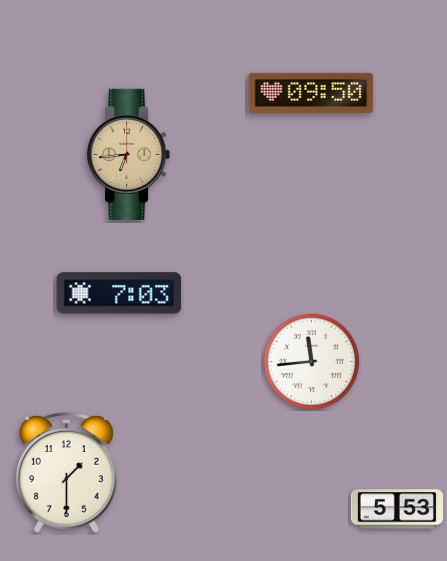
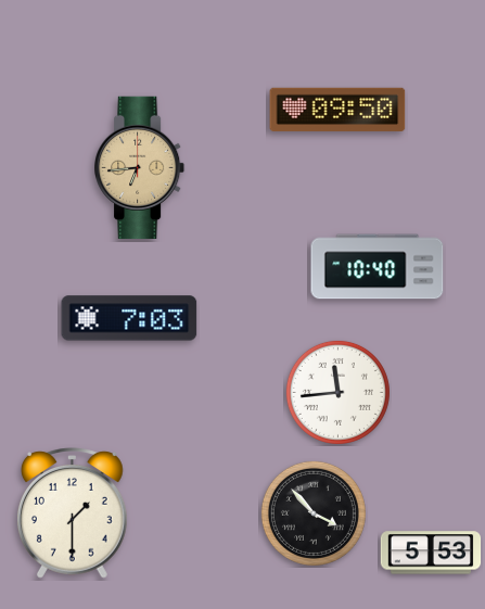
clock at (311, 92) position: (311, 92) -> (337, 109)
clock at (378, 267): none -> 10:40
clock at (314, 513): none -> 3:53
